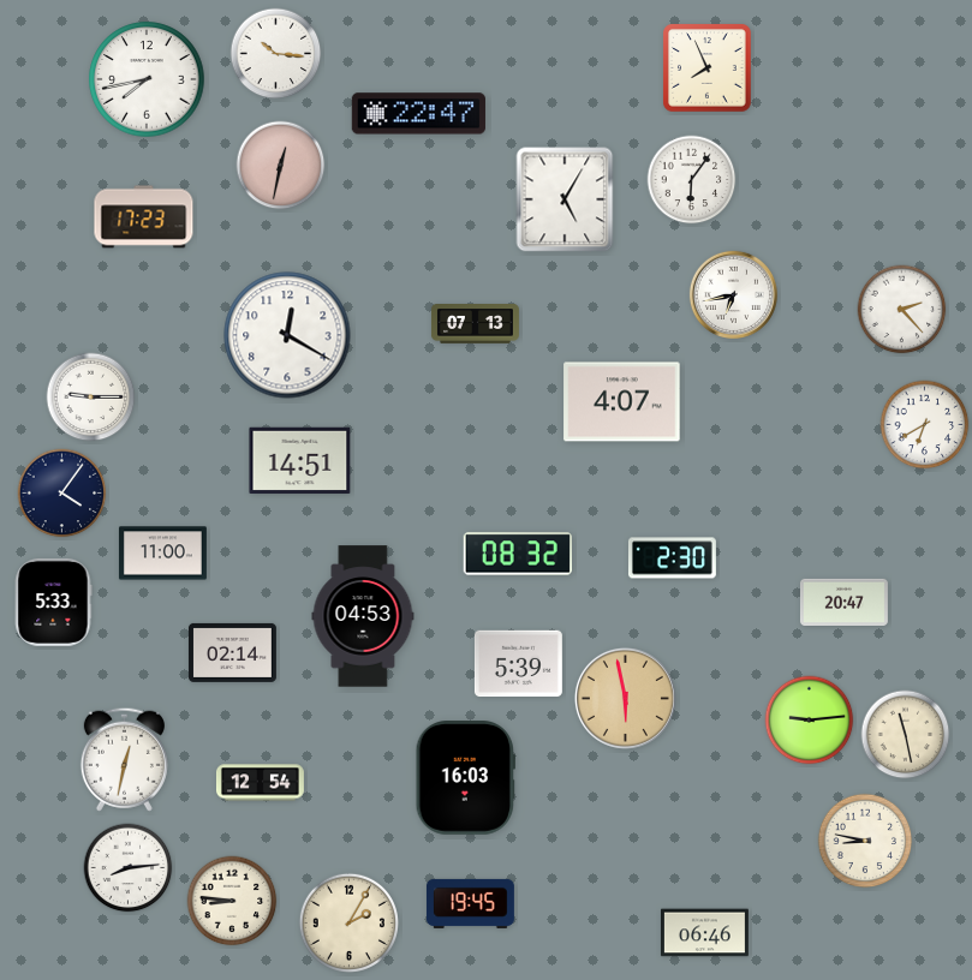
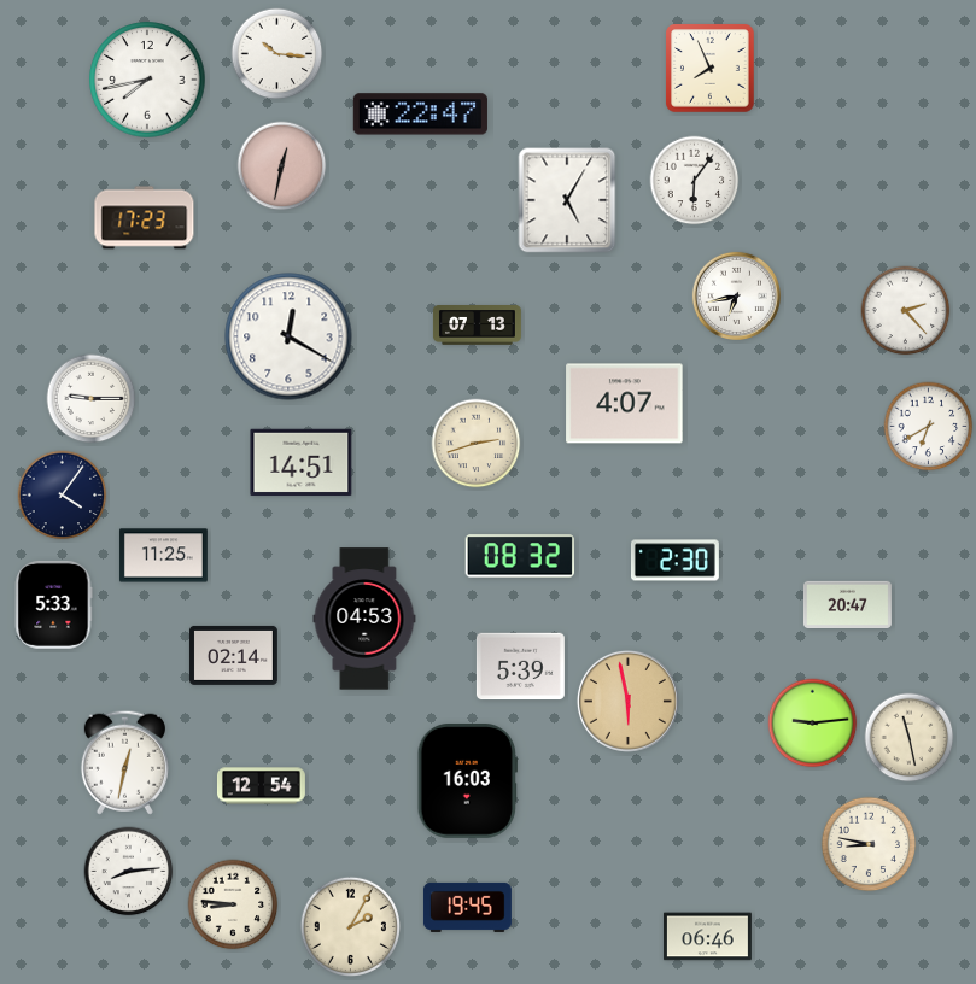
clock at (477, 444): none -> 2:42
clock at (162, 554): 11:00 -> 11:25
clock at (470, 903) position: (470, 903) -> (467, 907)
